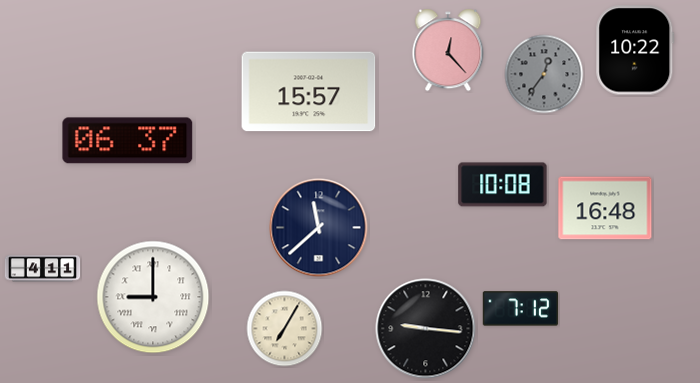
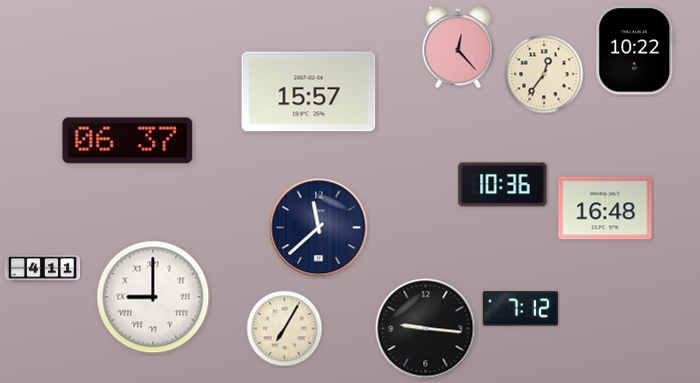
clock at (448, 50) position: (448, 50) -> (458, 47)
clock at (544, 74) dial: grey -> cream
clock at (503, 185): 10:08 -> 10:36
